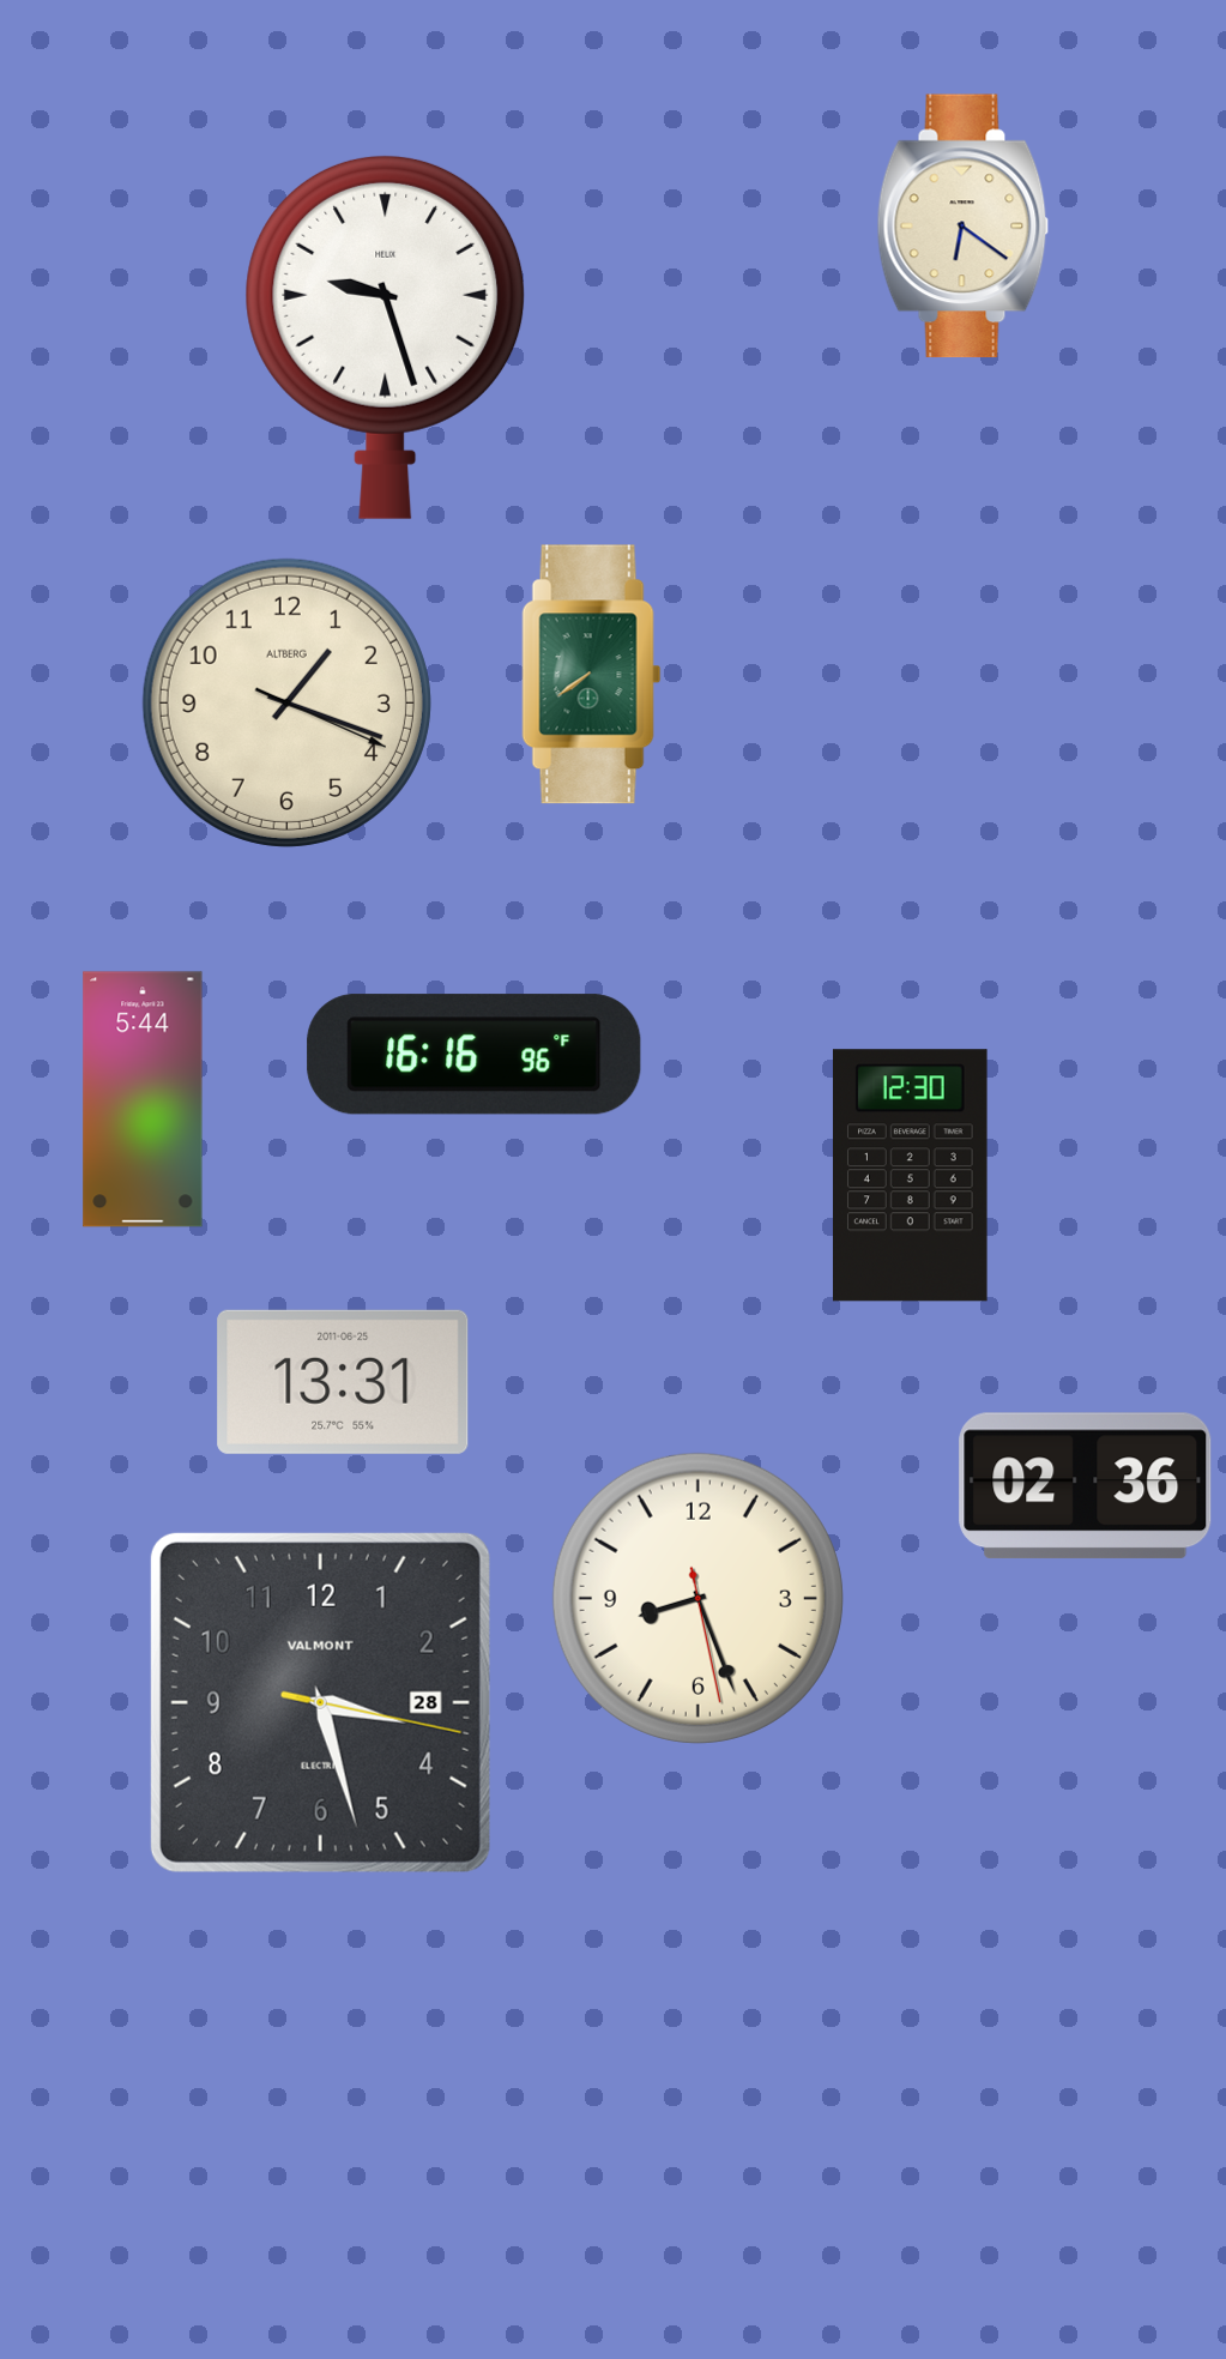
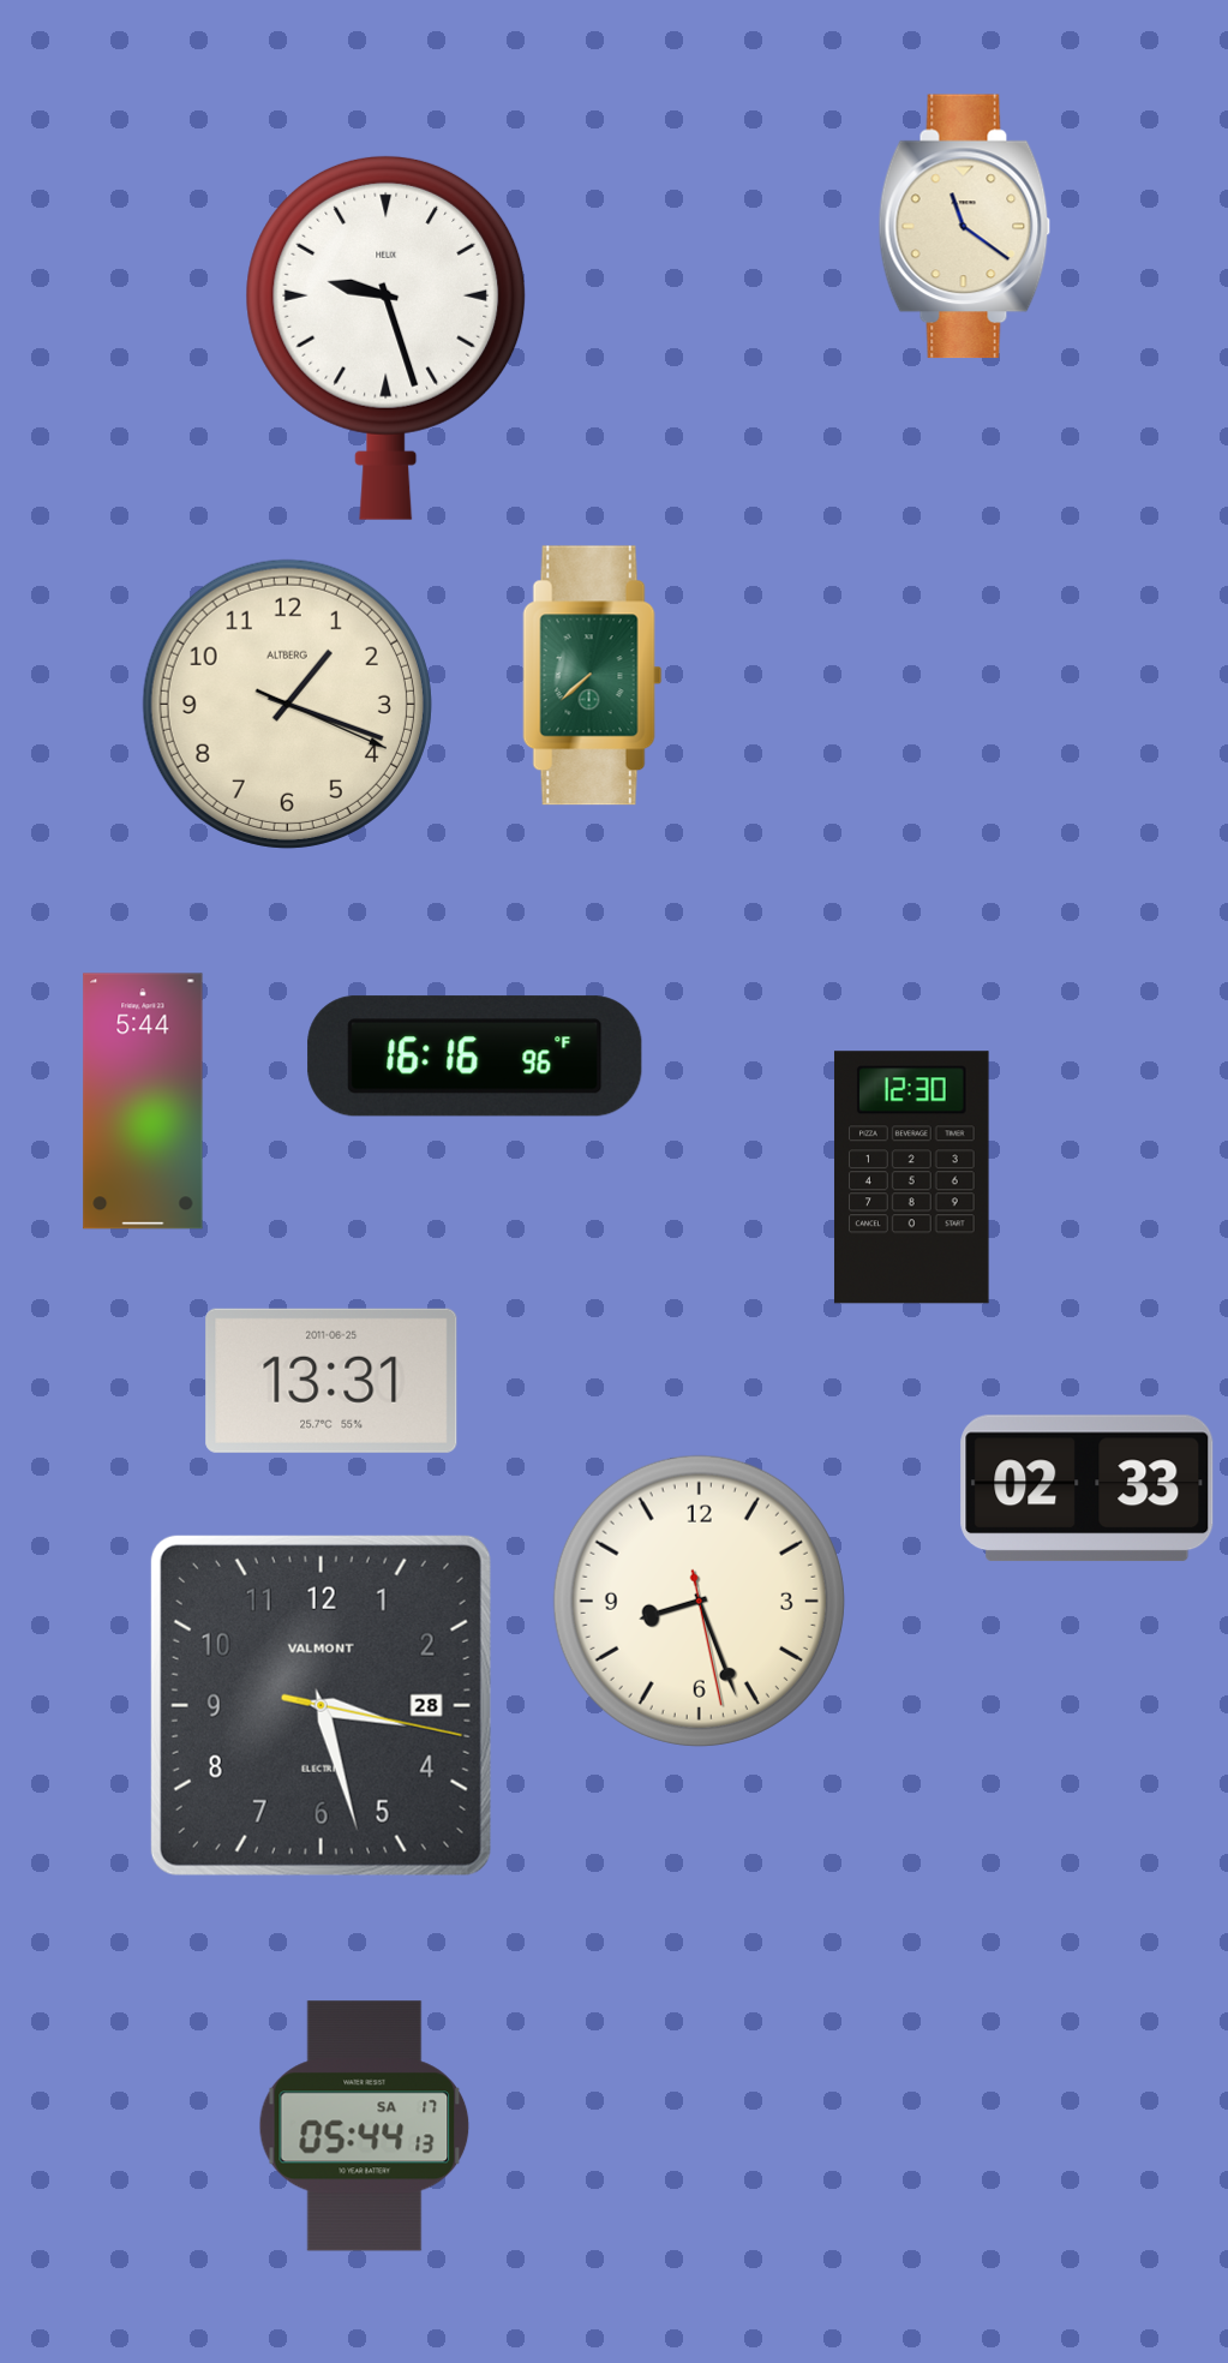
clock at (964, 227): 6:21 -> 11:21
clock at (592, 675): 7:39 -> 7:38
clock at (343, 1382) position: (343, 1382) -> (331, 1381)
clock at (1086, 1486): 02:36 -> 02:33
clock at (365, 2126): none -> 05:44
